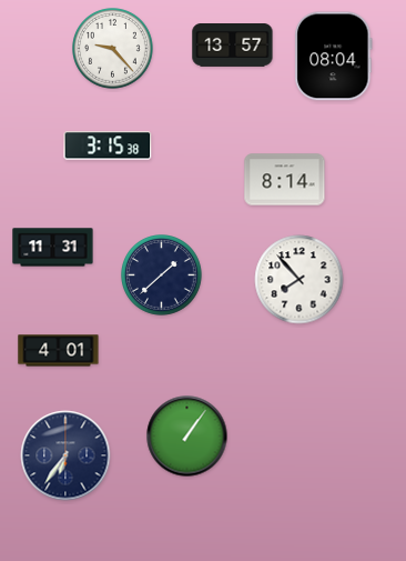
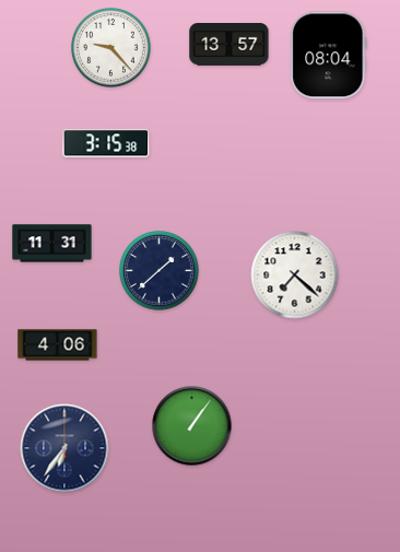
clock at (285, 180): 8:14 -> none
clock at (300, 280): 7:53 -> 7:22
clock at (59, 351): 4:01 -> 4:06
clock at (187, 437) position: (187, 437) -> (192, 426)
